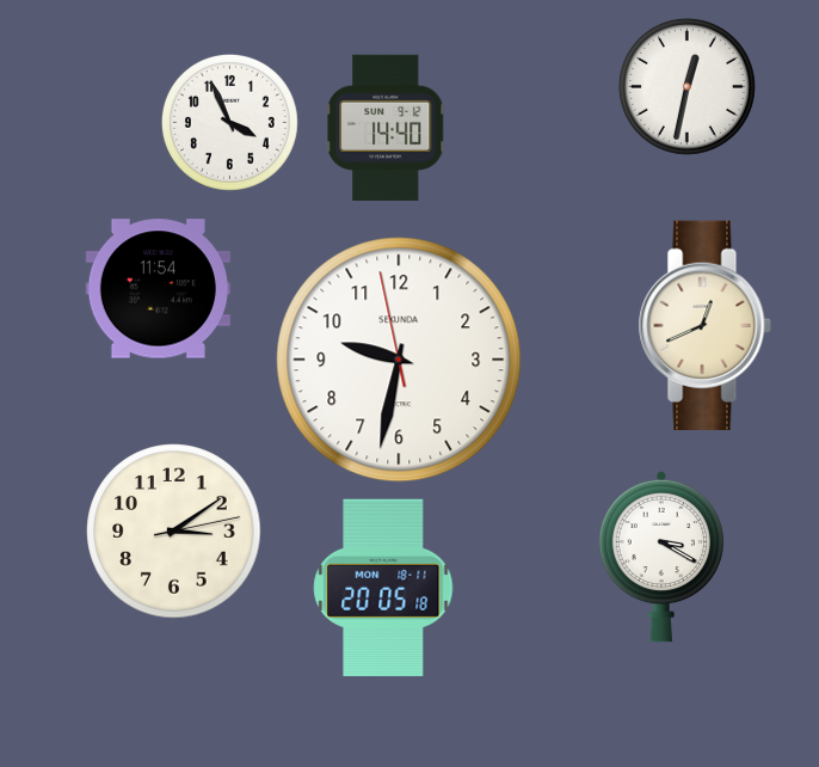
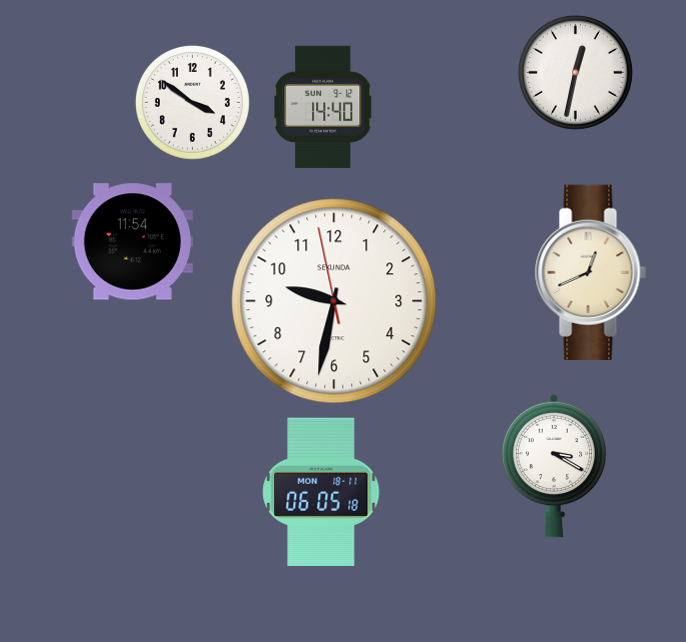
clock at (229, 122): 3:56 -> 3:51
clock at (174, 532): 3:09 -> none
clock at (383, 588): 20:05 -> 06:05
